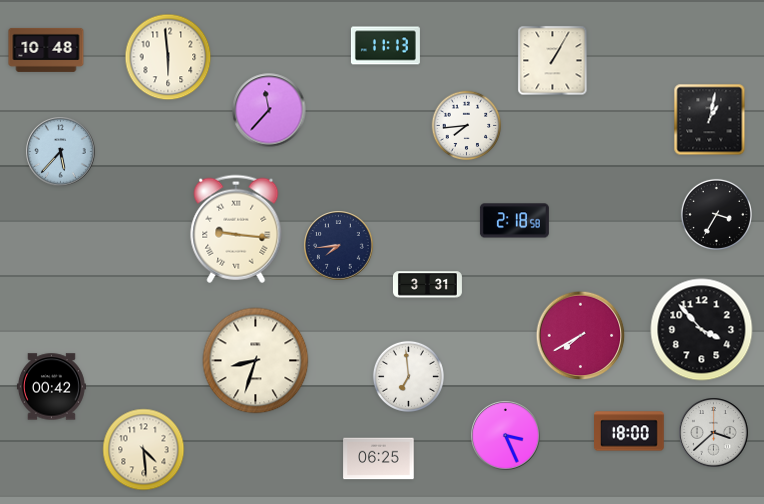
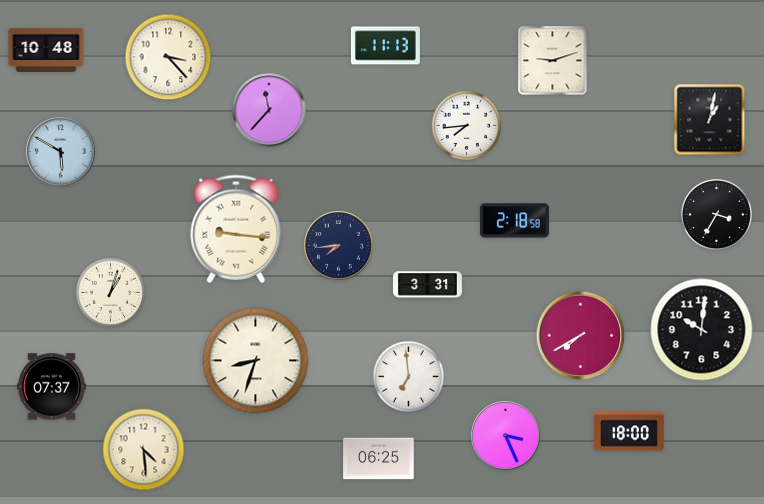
clock at (168, 57): 5:59 -> 3:23
clock at (553, 61): 1:05 -> 9:12
clock at (61, 152): 5:37 -> 5:50
clock at (111, 293): none -> 1:03
clock at (702, 330): 3:53 -> 10:01
clock at (51, 387): 00:42 -> 07:37
clock at (714, 433): 3:38 -> none
